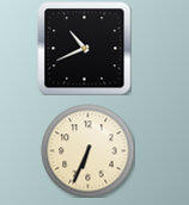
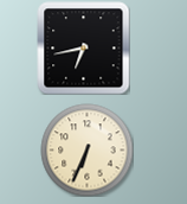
clock at (84, 48): 10:41 -> 6:43
